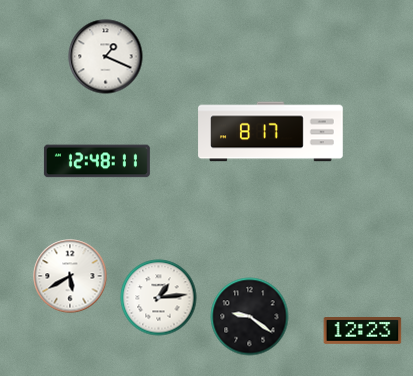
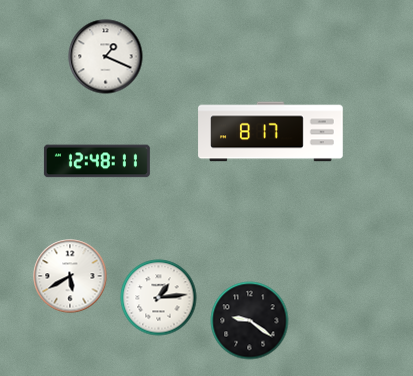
clock at (250, 317) position: (250, 317) -> (250, 321)
clock at (363, 331): 12:23 -> none
